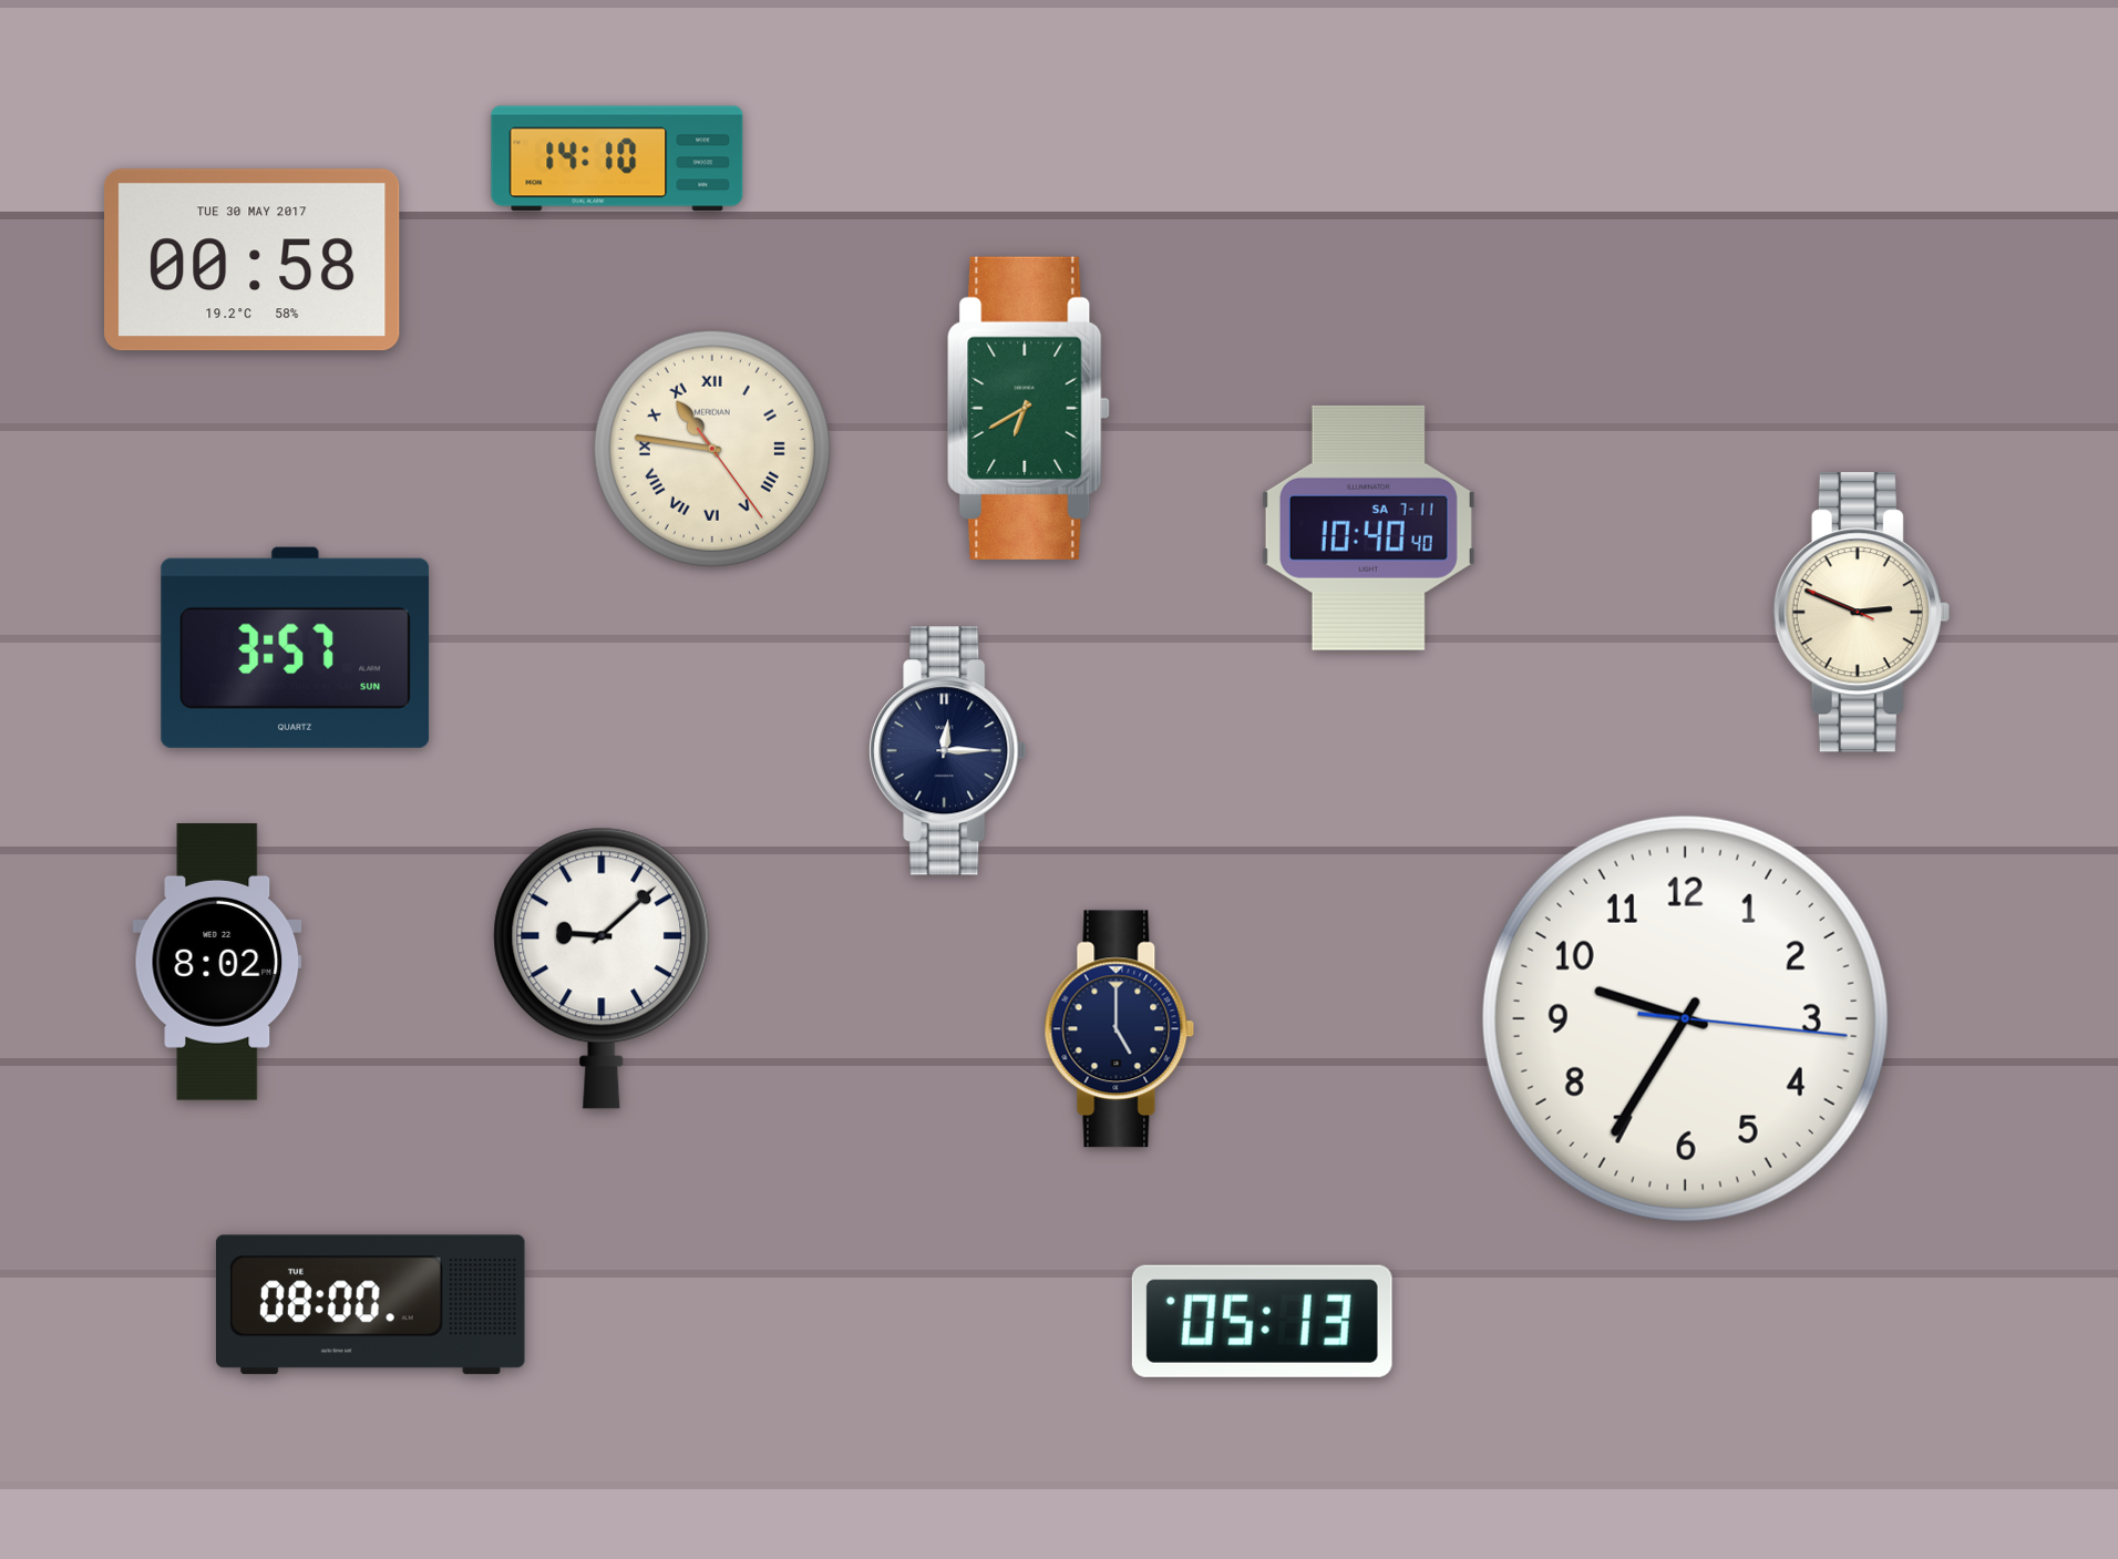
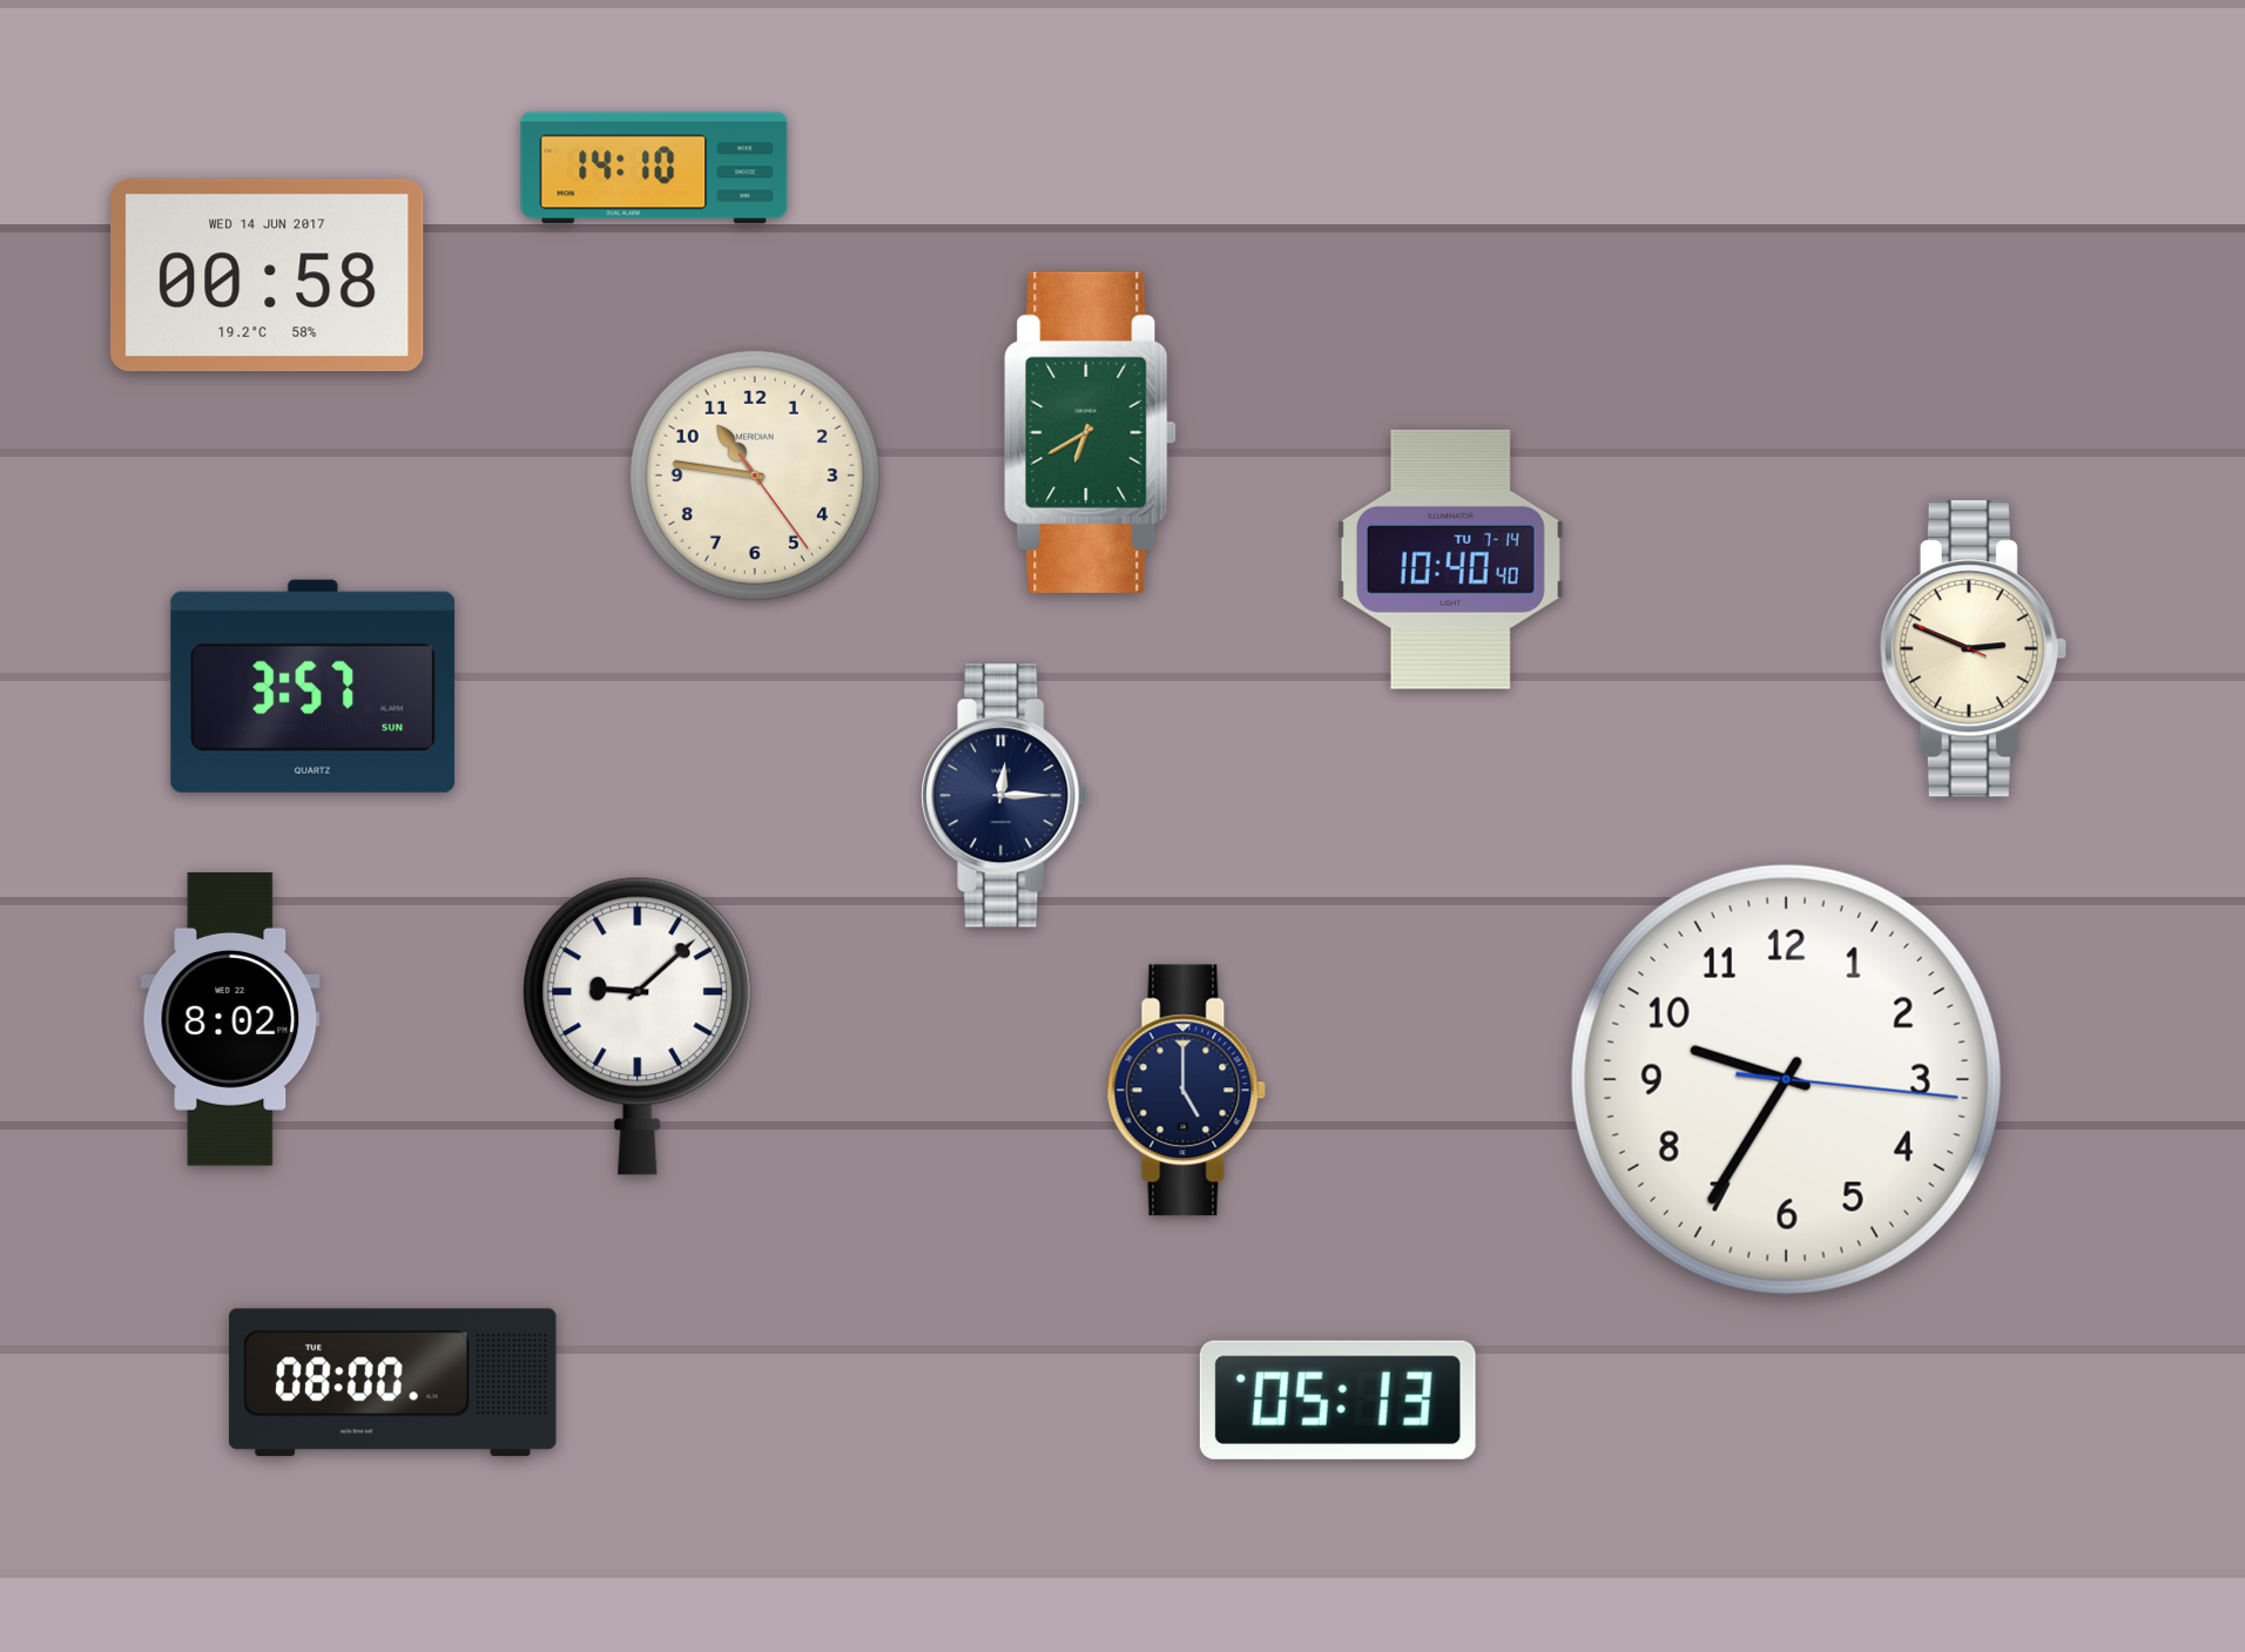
clock at (253, 260) date: TUE 30 MAY 2017 -> WED 14 JUN 2017
clock at (712, 449) numerals: Roman -> Arabic
clock at (1368, 527) date: SA 7-11 -> TU 7-14
